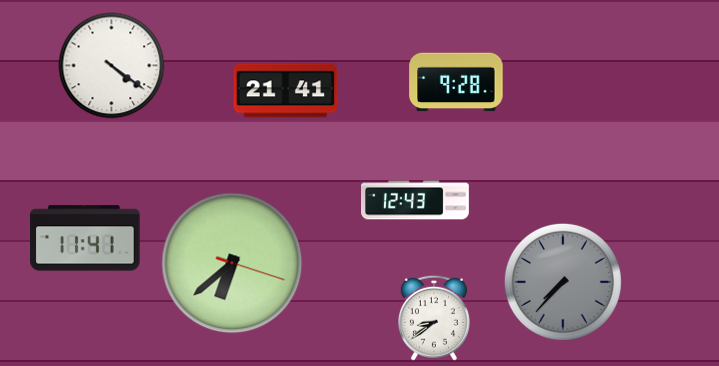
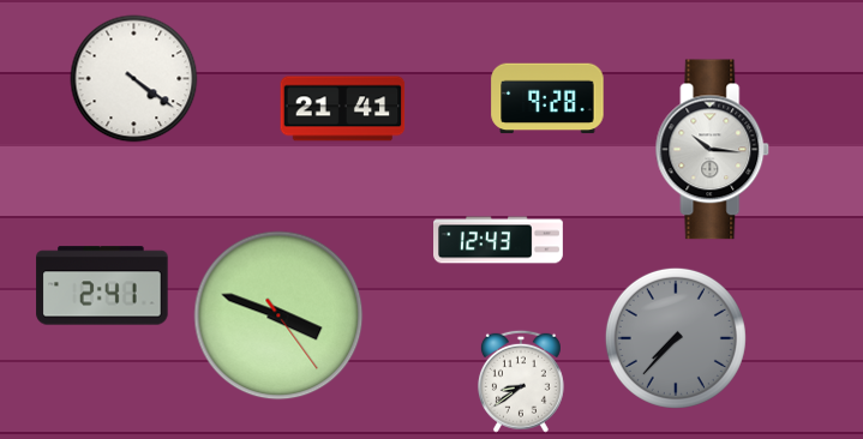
clock at (713, 150): none -> 10:16
clock at (85, 238): 11:41 -> 2:41
clock at (232, 263): 6:38 -> 3:48
